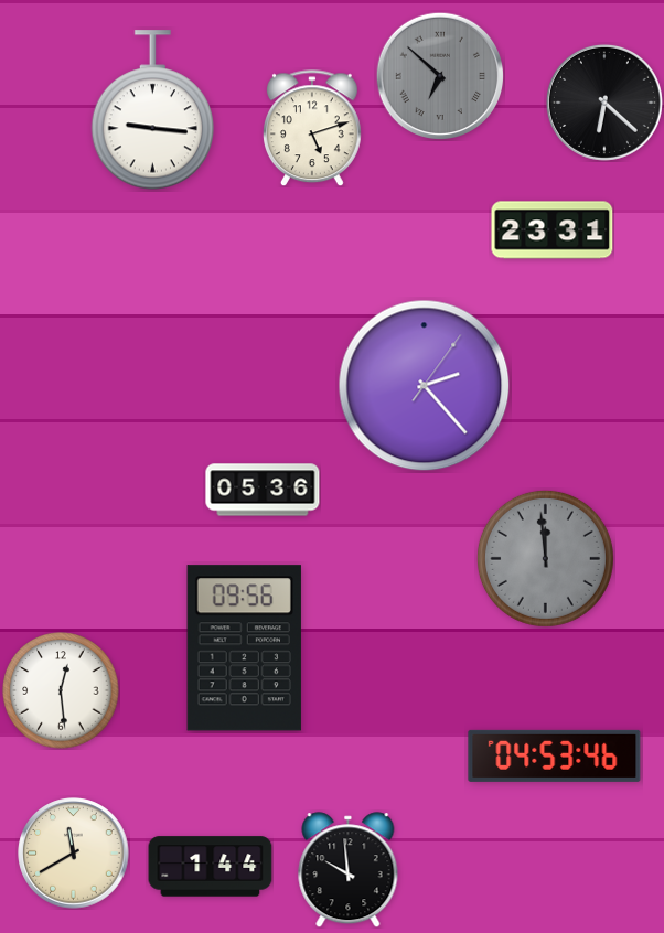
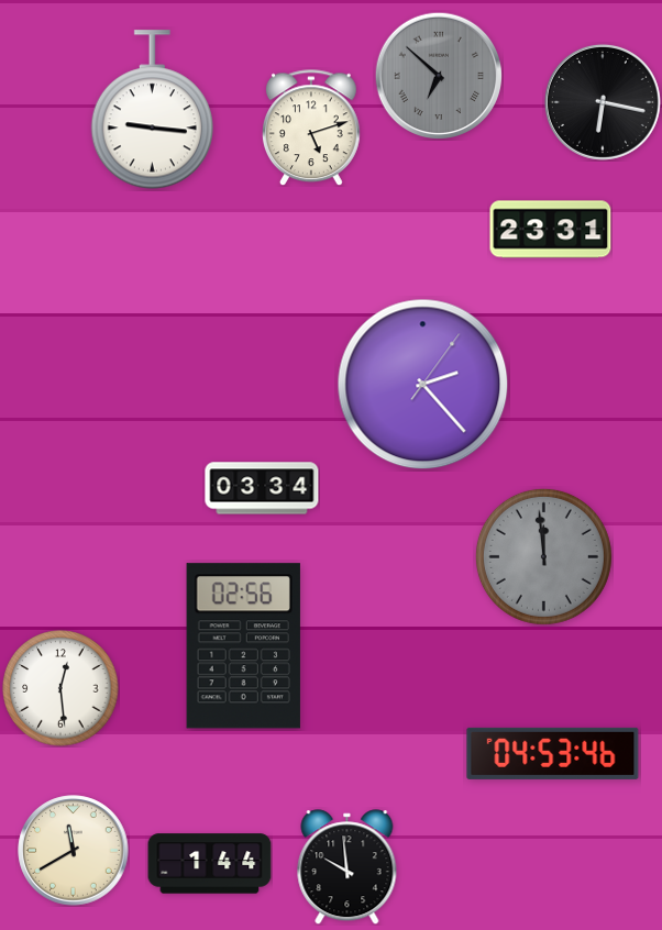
clock at (604, 103): 6:22 -> 6:17
clock at (263, 490): 05:36 -> 03:34
clock at (244, 648): 09:56 -> 02:56
